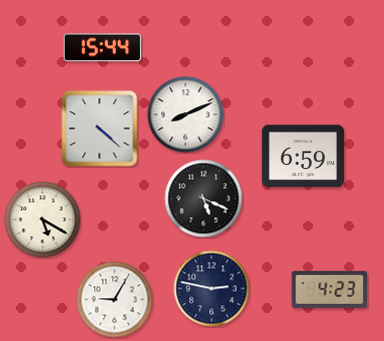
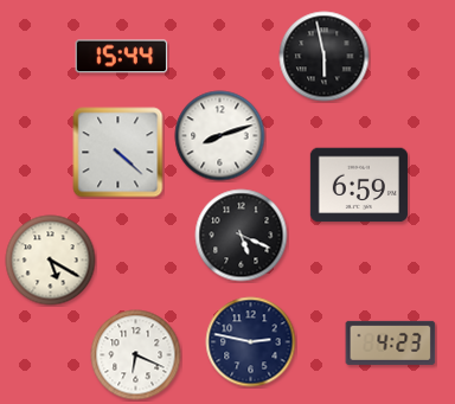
clock at (325, 57): none -> 5:58
clock at (186, 115): 8:11 -> 8:12
clock at (115, 300): 9:05 -> 6:19
